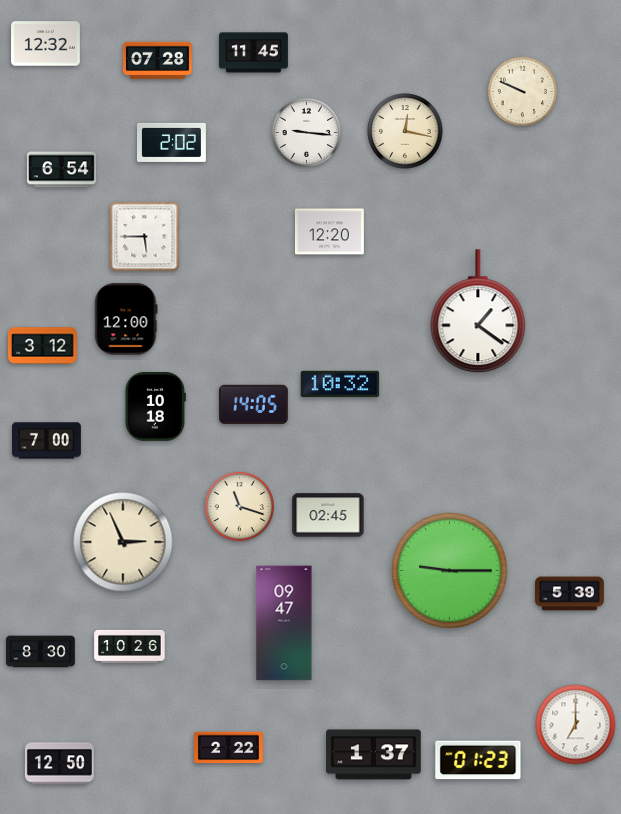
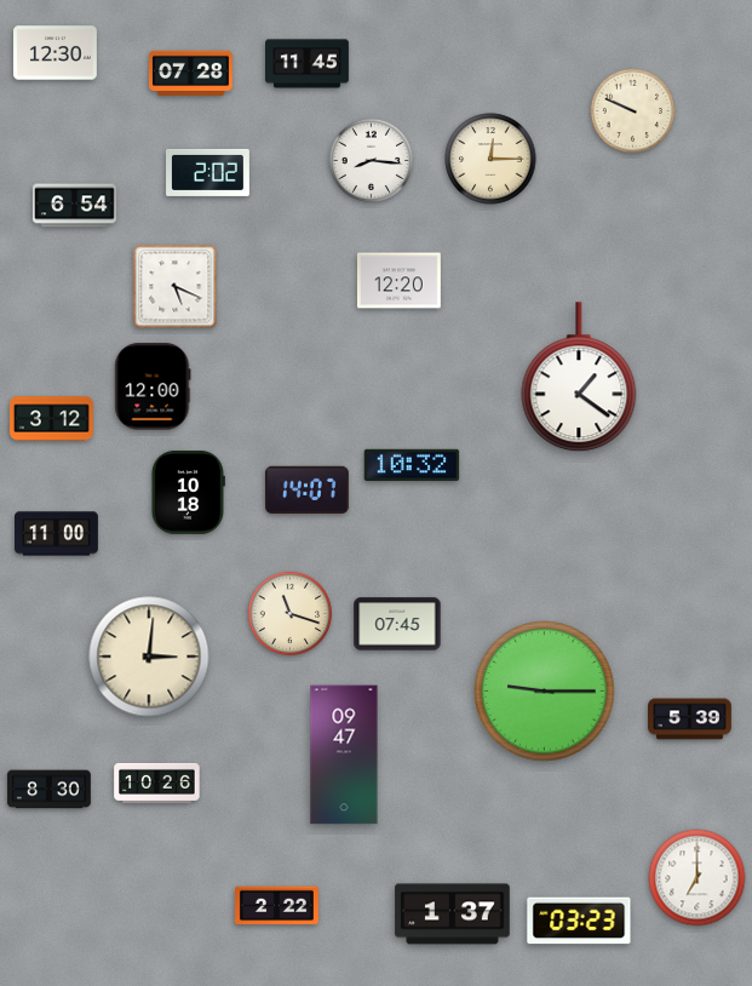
clock at (46, 44): 12:32 -> 12:30
clock at (405, 131): 12:17 -> 12:15
clock at (306, 132): 9:16 -> 8:16
clock at (145, 237): 5:45 -> 5:19
clock at (253, 405): 14:05 -> 14:07
clock at (47, 441): 7:00 -> 11:00
clock at (328, 515): 02:45 -> 07:45
clock at (123, 542): 2:56 -> 3:01
clock at (478, 760): 01:23 -> 03:23
clock at (59, 764): 12:50 -> none
